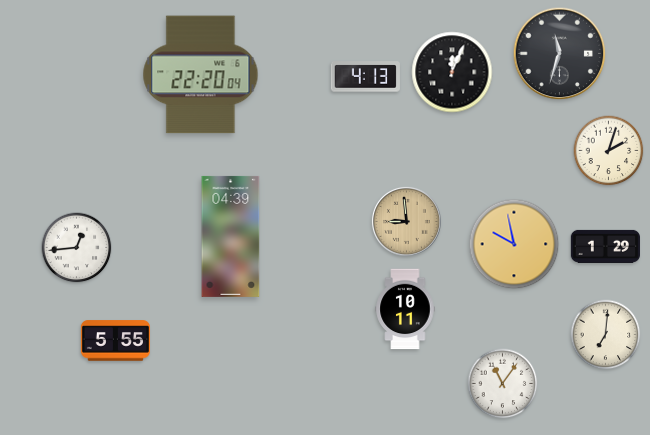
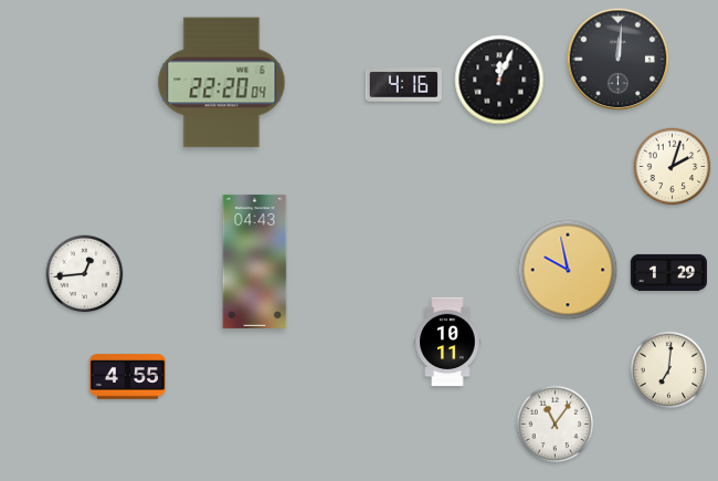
clock at (560, 54): 11:33 -> 12:01
clock at (365, 77): 4:13 -> 4:16
clock at (406, 221): 8:59 -> none
clock at (231, 236): 04:39 -> 04:43
clock at (115, 341): 5:55 -> 4:55
